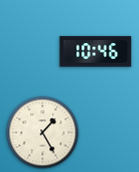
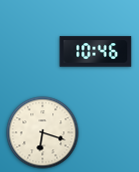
clock at (43, 133): 1:25 -> 6:18
